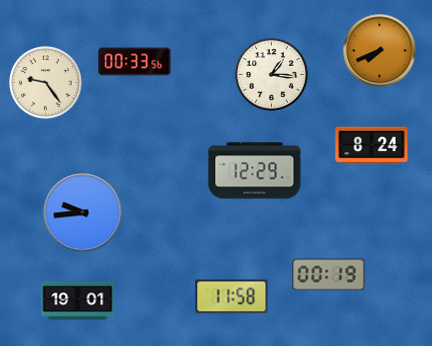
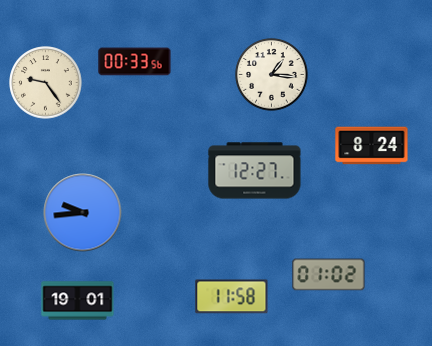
clock at (380, 51): 7:41 -> none
clock at (255, 171): 12:29 -> 12:27
clock at (329, 275): 00:19 -> 01:02
